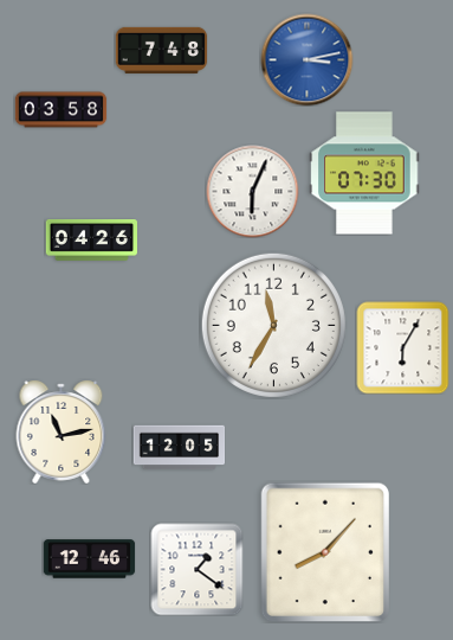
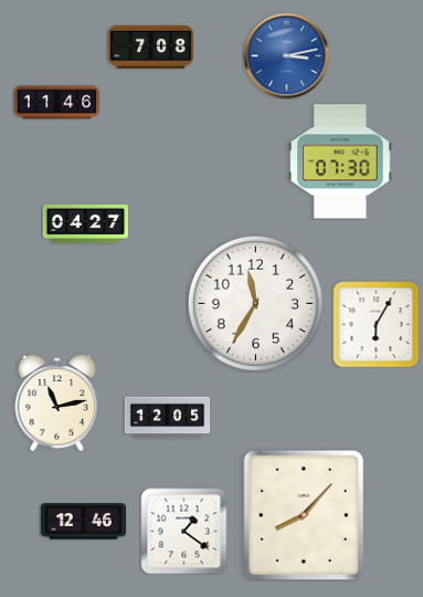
clock at (161, 50): 7:48 -> 7:08
clock at (60, 110): 03:58 -> 11:46
clock at (252, 191): 6:04 -> none
clock at (91, 241): 04:26 -> 04:27
